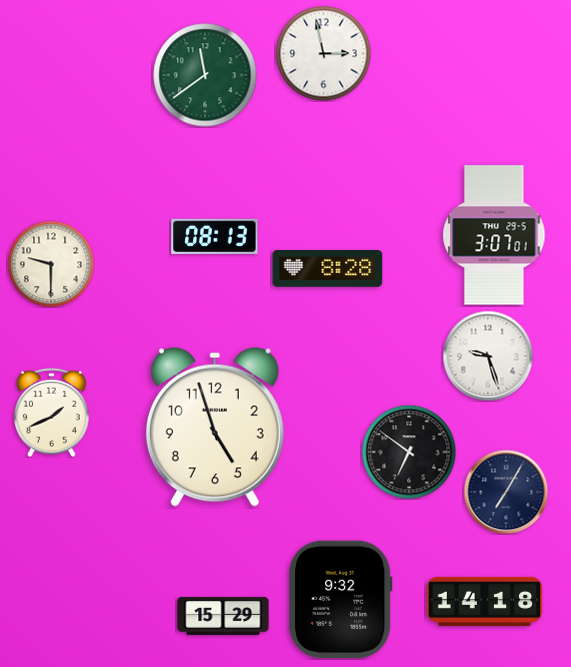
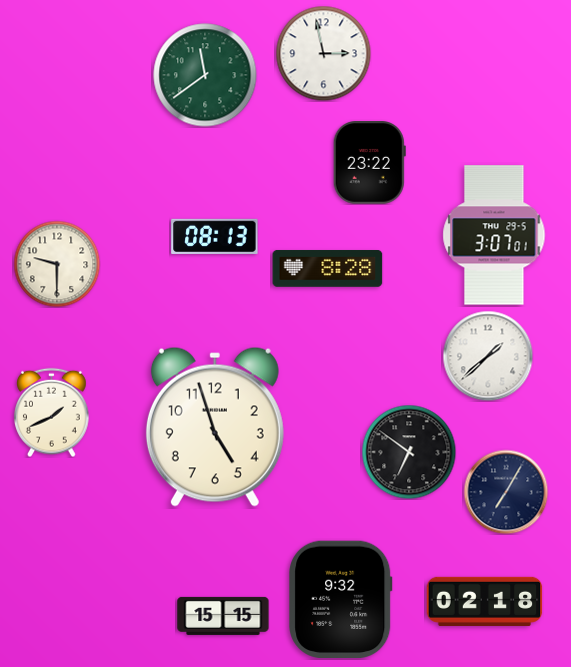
clock at (369, 163): none -> 23:22
clock at (51, 264) position: (51, 264) -> (57, 264)
clock at (488, 356): 9:27 -> 1:38
clock at (485, 601): 14:18 -> 02:18
clock at (223, 616): 15:29 -> 15:15
